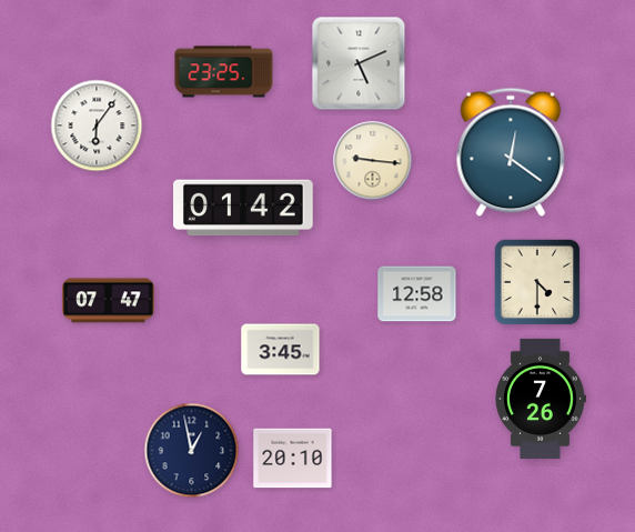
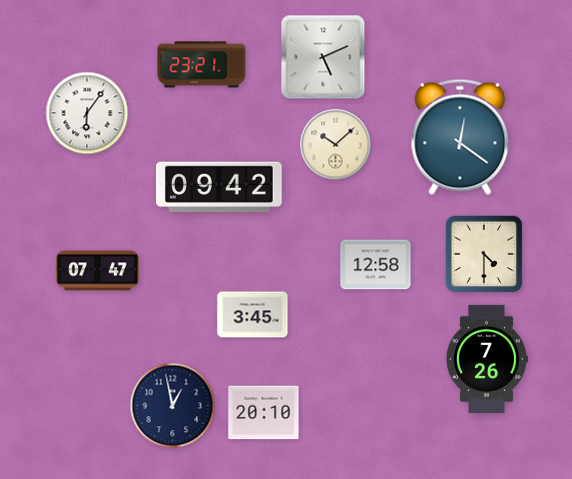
clock at (224, 72): 23:25 -> 23:21
clock at (373, 161): 9:16 -> 10:08
clock at (244, 208): 01:42 -> 09:42
